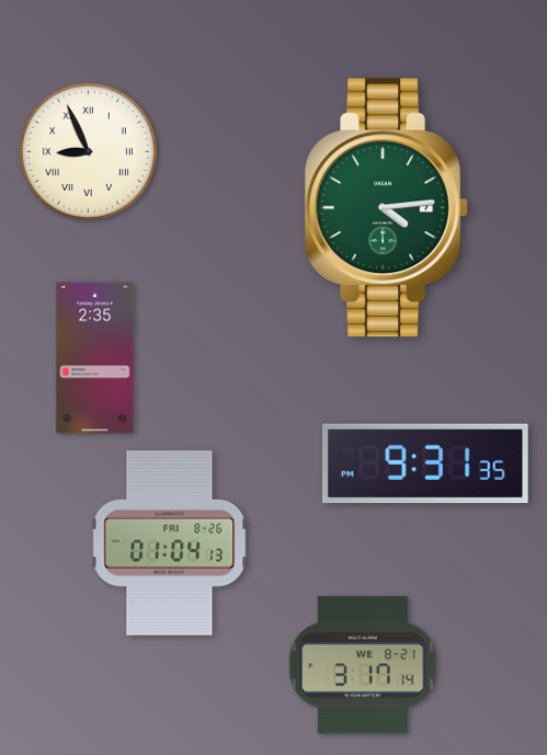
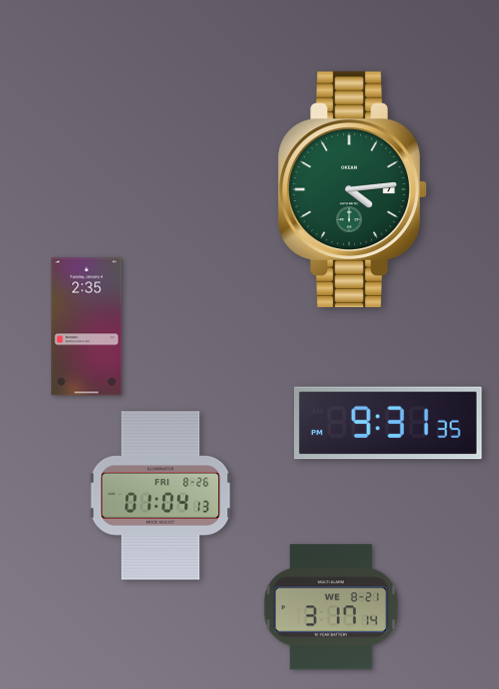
clock at (88, 151): 8:56 -> none
clock at (170, 544) position: (170, 544) -> (161, 496)
